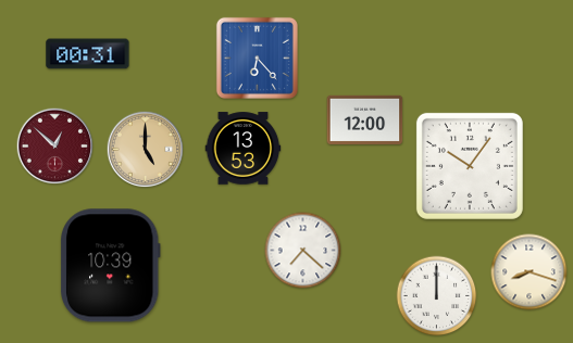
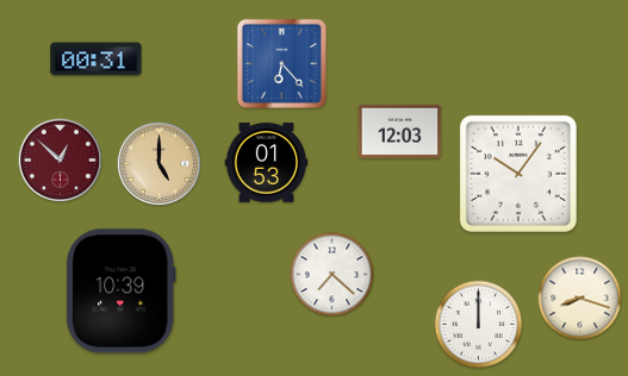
clock at (365, 119): 12:00 -> 12:03
clock at (244, 149): 13:53 -> 01:53
clock at (470, 166) position: (470, 166) -> (518, 174)
